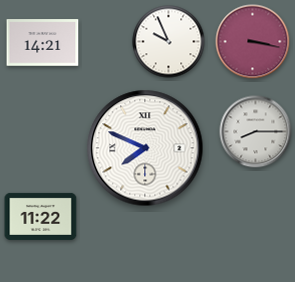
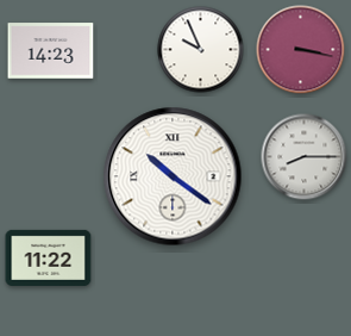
clock at (43, 43): 14:21 -> 14:23
clock at (145, 148): 7:49 -> 10:21
